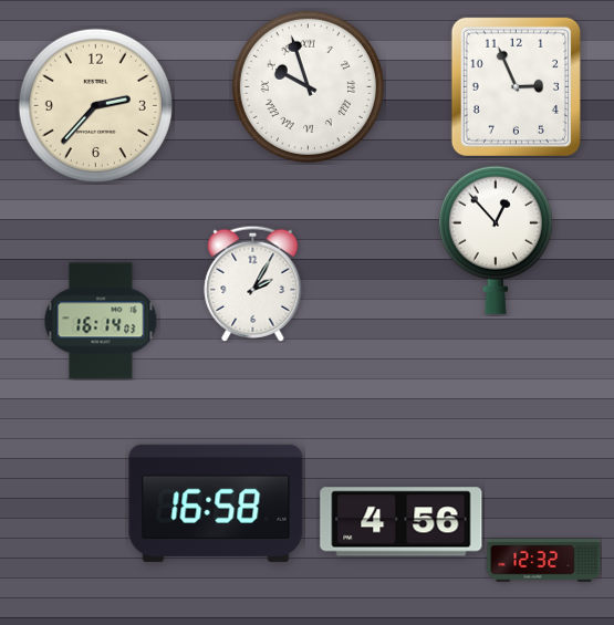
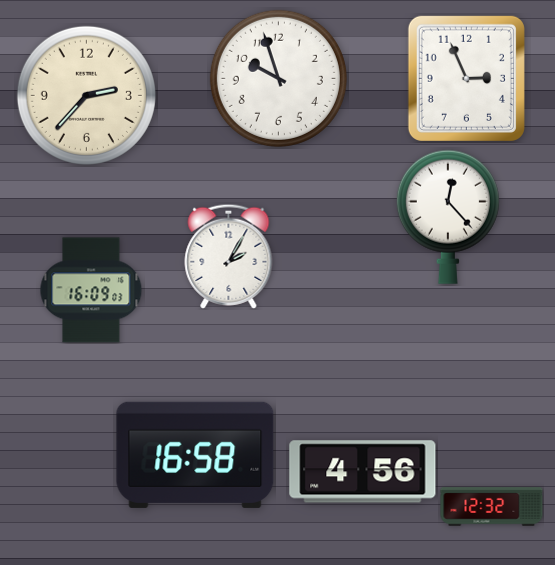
clock at (308, 86) numerals: Roman -> Arabic
clock at (496, 240): 12:53 -> 12:23
clock at (101, 321): 16:14 -> 16:09
